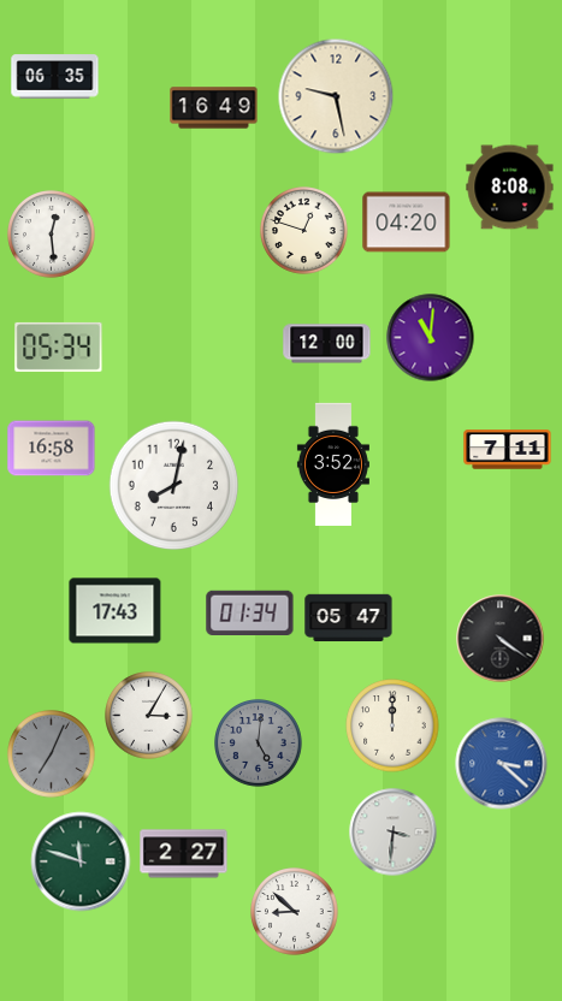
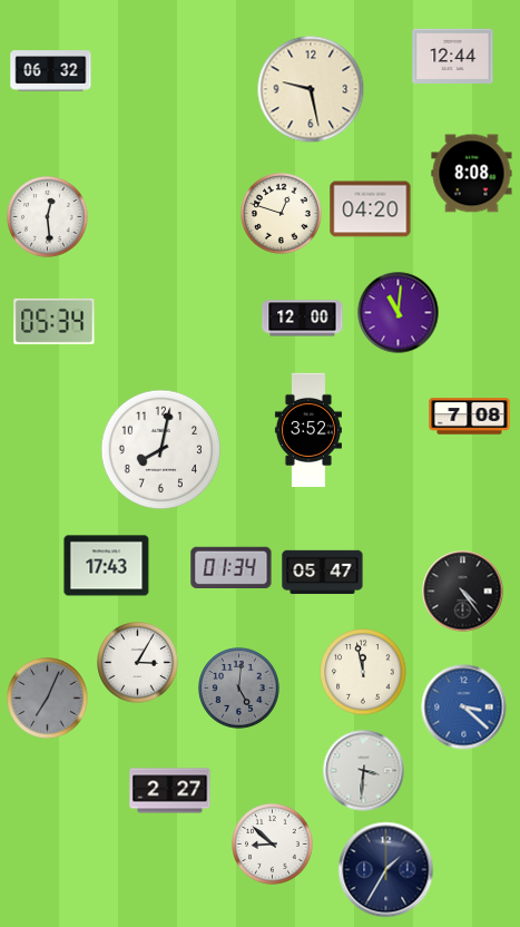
clock at (453, 56): none -> 12:44
clock at (55, 77): 06:35 -> 06:32
clock at (214, 108): 16:49 -> none
clock at (407, 223) position: (407, 223) -> (371, 209)
clock at (52, 449): 16:58 -> none
clock at (508, 450): 7:11 -> 7:08
clock at (501, 639): 4:21 -> 4:24
clock at (392, 725): 12:00 -> 11:58
clock at (81, 861): 11:48 -> none
clock at (386, 870): none -> 1:35
